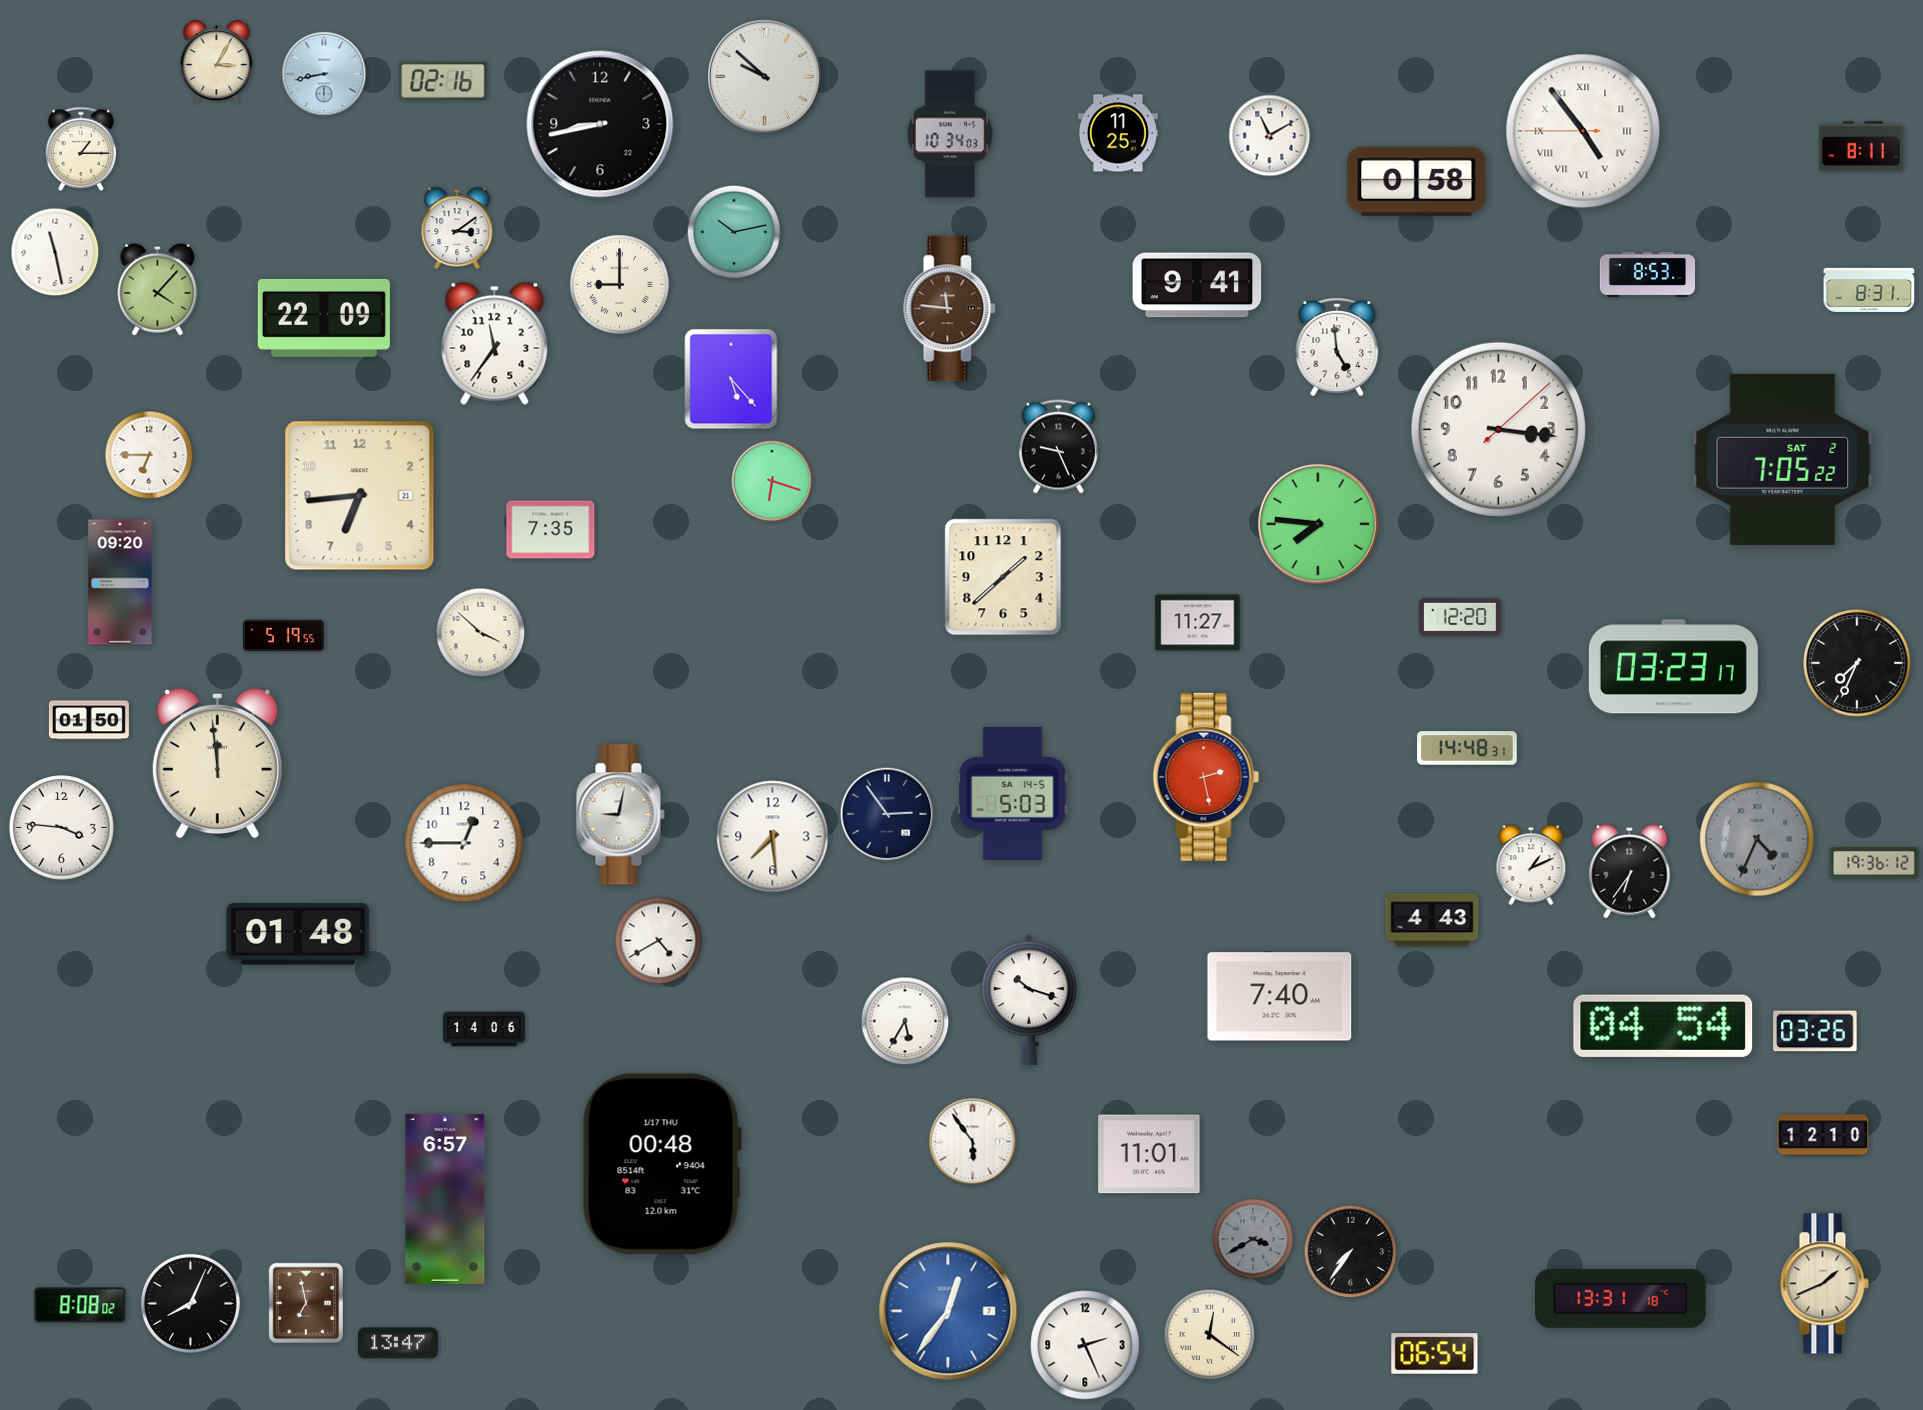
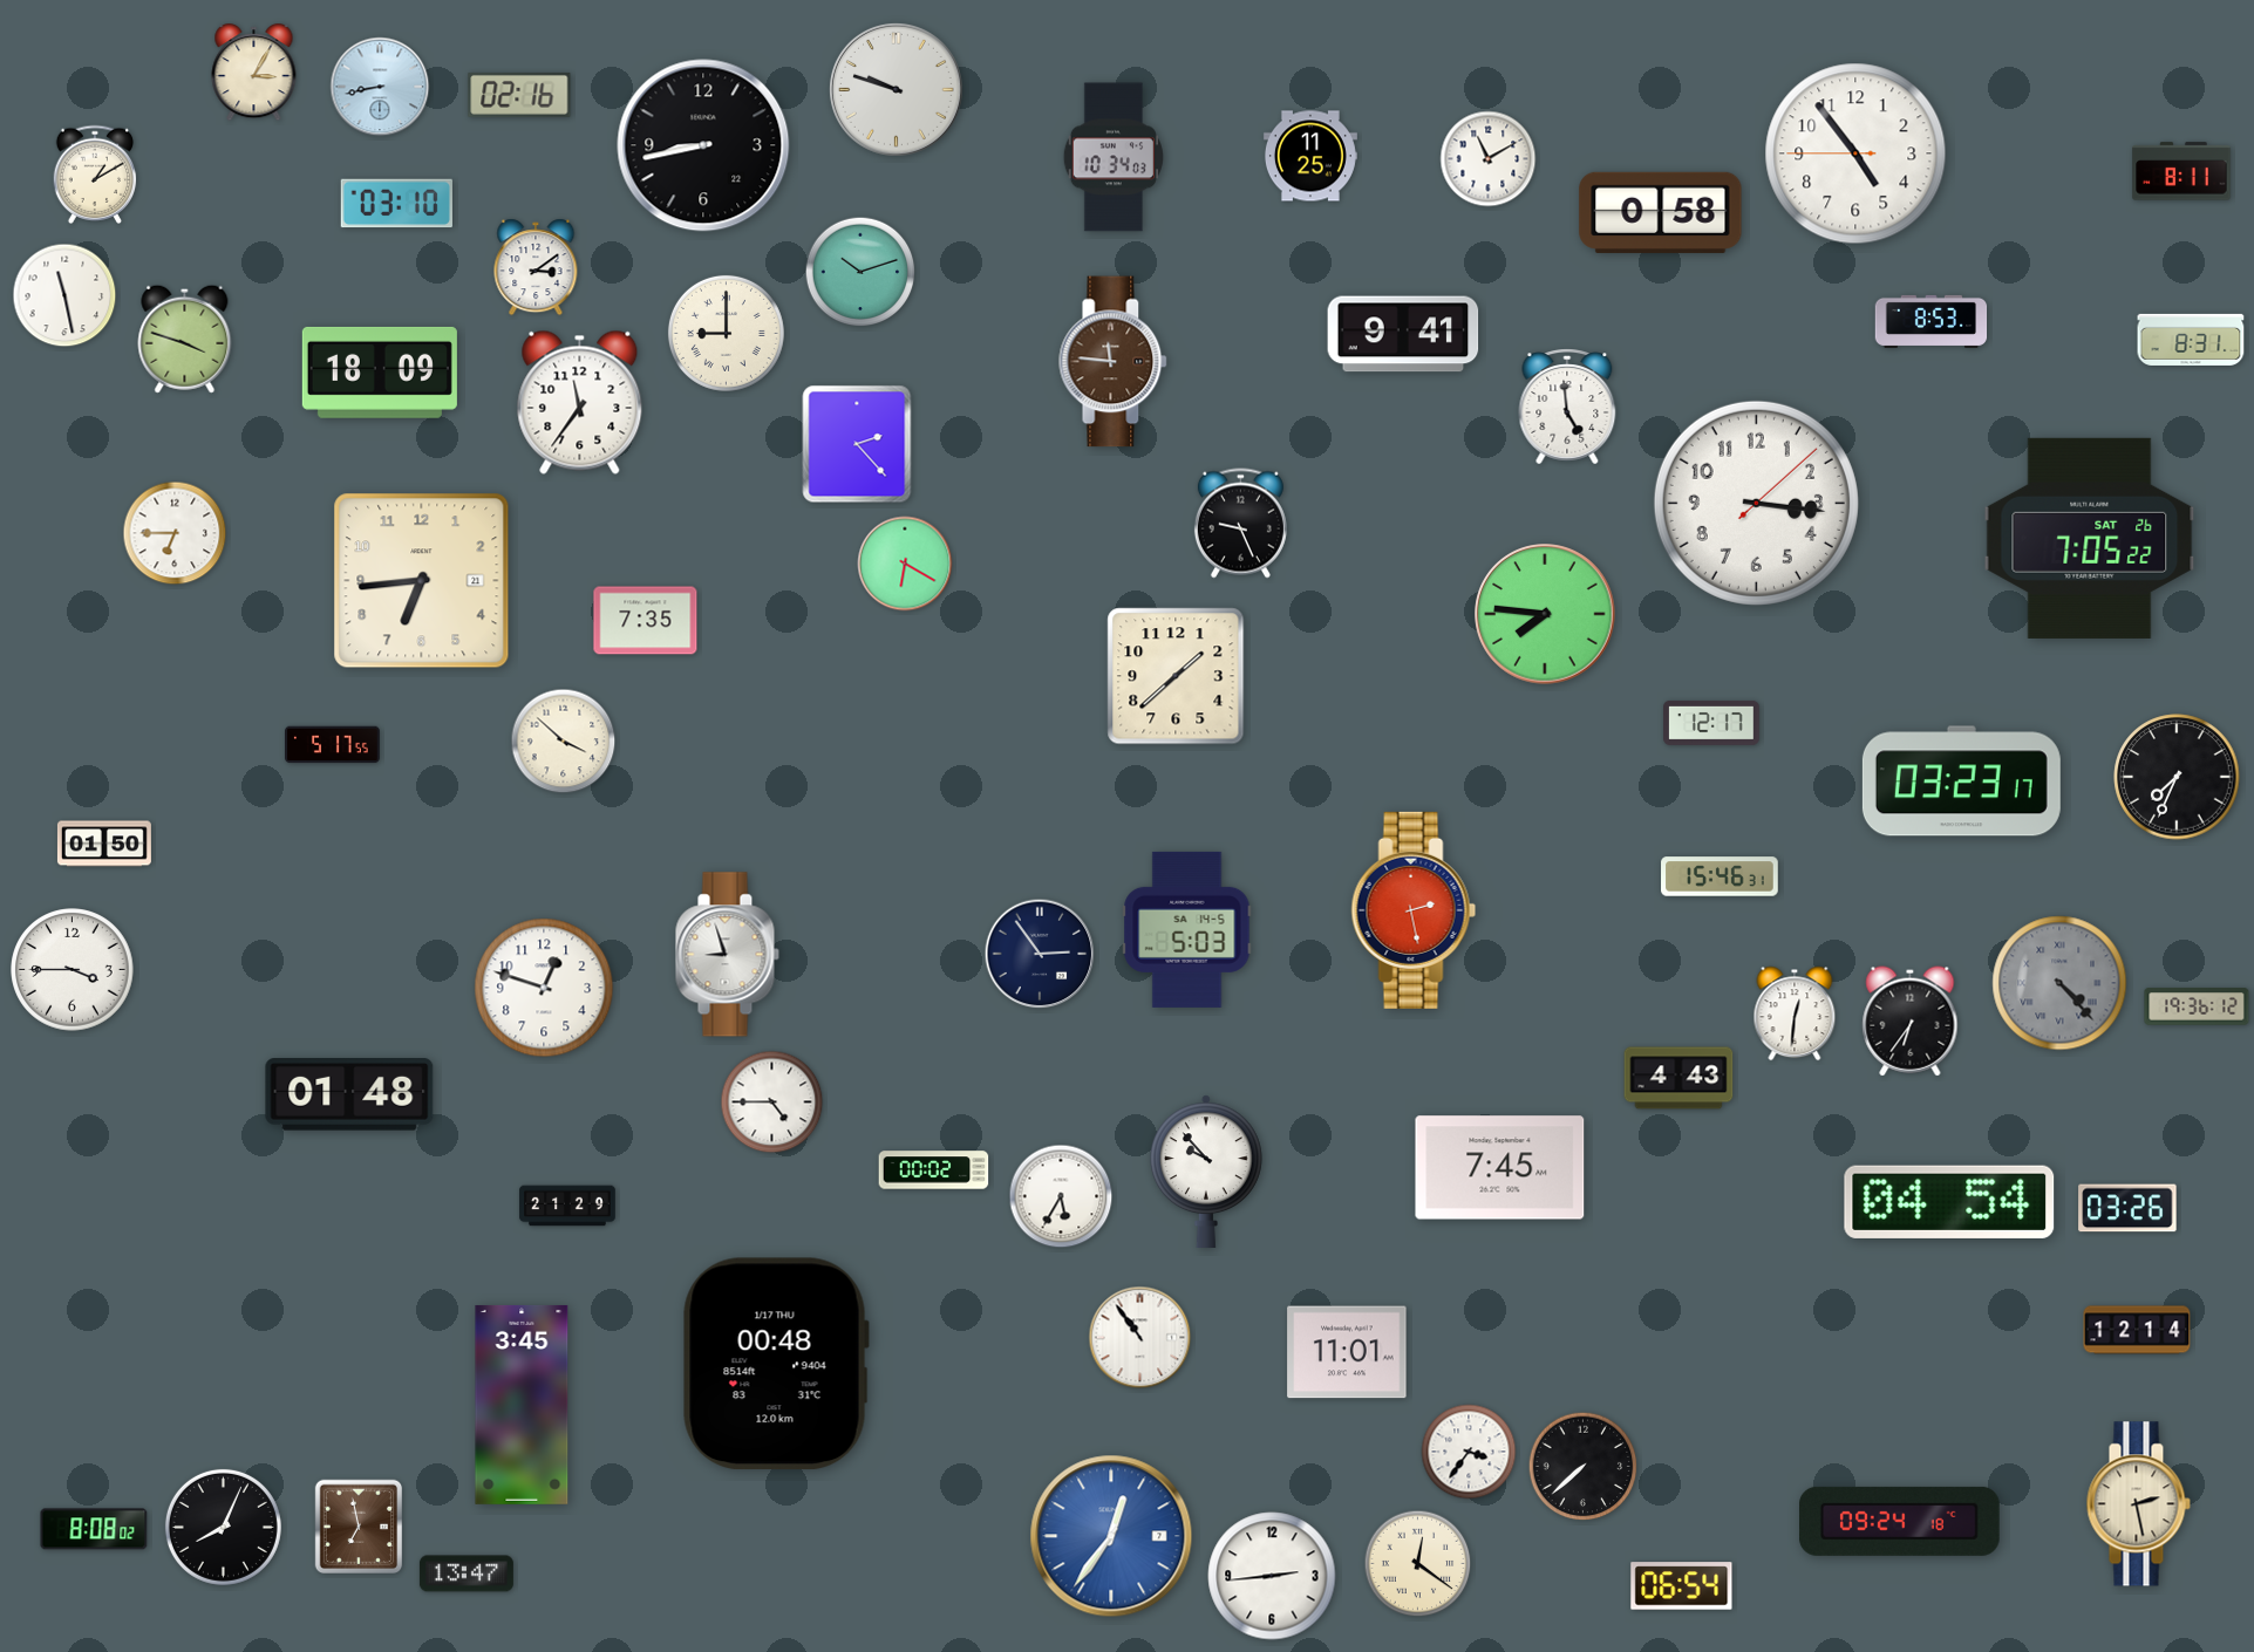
clock at (764, 76): 9:52 -> 9:48
clock at (1583, 131) numerals: Roman -> Arabic
clock at (81, 148): 1:15 -> 1:10
clock at (396, 204): none -> 03:10
clock at (734, 232): 10:13 -> 10:12
clock at (158, 289): 4:07 -> 3:48
clock at (324, 318): 22:09 -> 18:09
clock at (731, 379): 5:23 -> 2:23
clock at (1783, 459) date: SAT 2 -> SAT 26
clock at (772, 481): 6:18 -> 6:20
clock at (120, 582): 09:20 -> none
clock at (1460, 617): 12:20 -> 12:17
clock at (1198, 623): 11:27 -> none
clock at (284, 636): 5:19 -> 5:17
clock at (1467, 748): 14:48 -> 15:46
clock at (217, 763): 11:59 -> none
clock at (620, 815): 9:02 -> 8:57
clock at (62, 828): 3:46 -> 3:45
clock at (773, 837): 7:29 -> none
clock at (1757, 839): 4:34 -> 4:23
clock at (464, 843): 12:45 -> 12:48
clock at (1874, 863) position: (1874, 863) -> (2197, 1006)
clock at (1531, 865): 1:11 -> 12:31
clock at (659, 941): 4:40 -> 4:45
clock at (1280, 997): 7:40 -> 7:45
clock at (934, 1170): none -> 00:02
clock at (1029, 999): 10:18 -> 9:53
clock at (484, 1029): 14:06 -> 21:29
clock at (1823, 1135): 12:10 -> 12:14
clock at (973, 1142): 5:54 -> 10:54
clock at (445, 1199): 6:57 -> 3:45
clock at (1253, 1239): 3:40 -> 3:36
clock at (1253, 1239) dial: grey -> white
clock at (1351, 1252): 7:36 -> 7:38
clock at (1824, 1284): 1:41 -> 2:28
clock at (1621, 1298): 13:31 -> 09:24
clock at (1085, 1345): 2:26 -> 2:44
